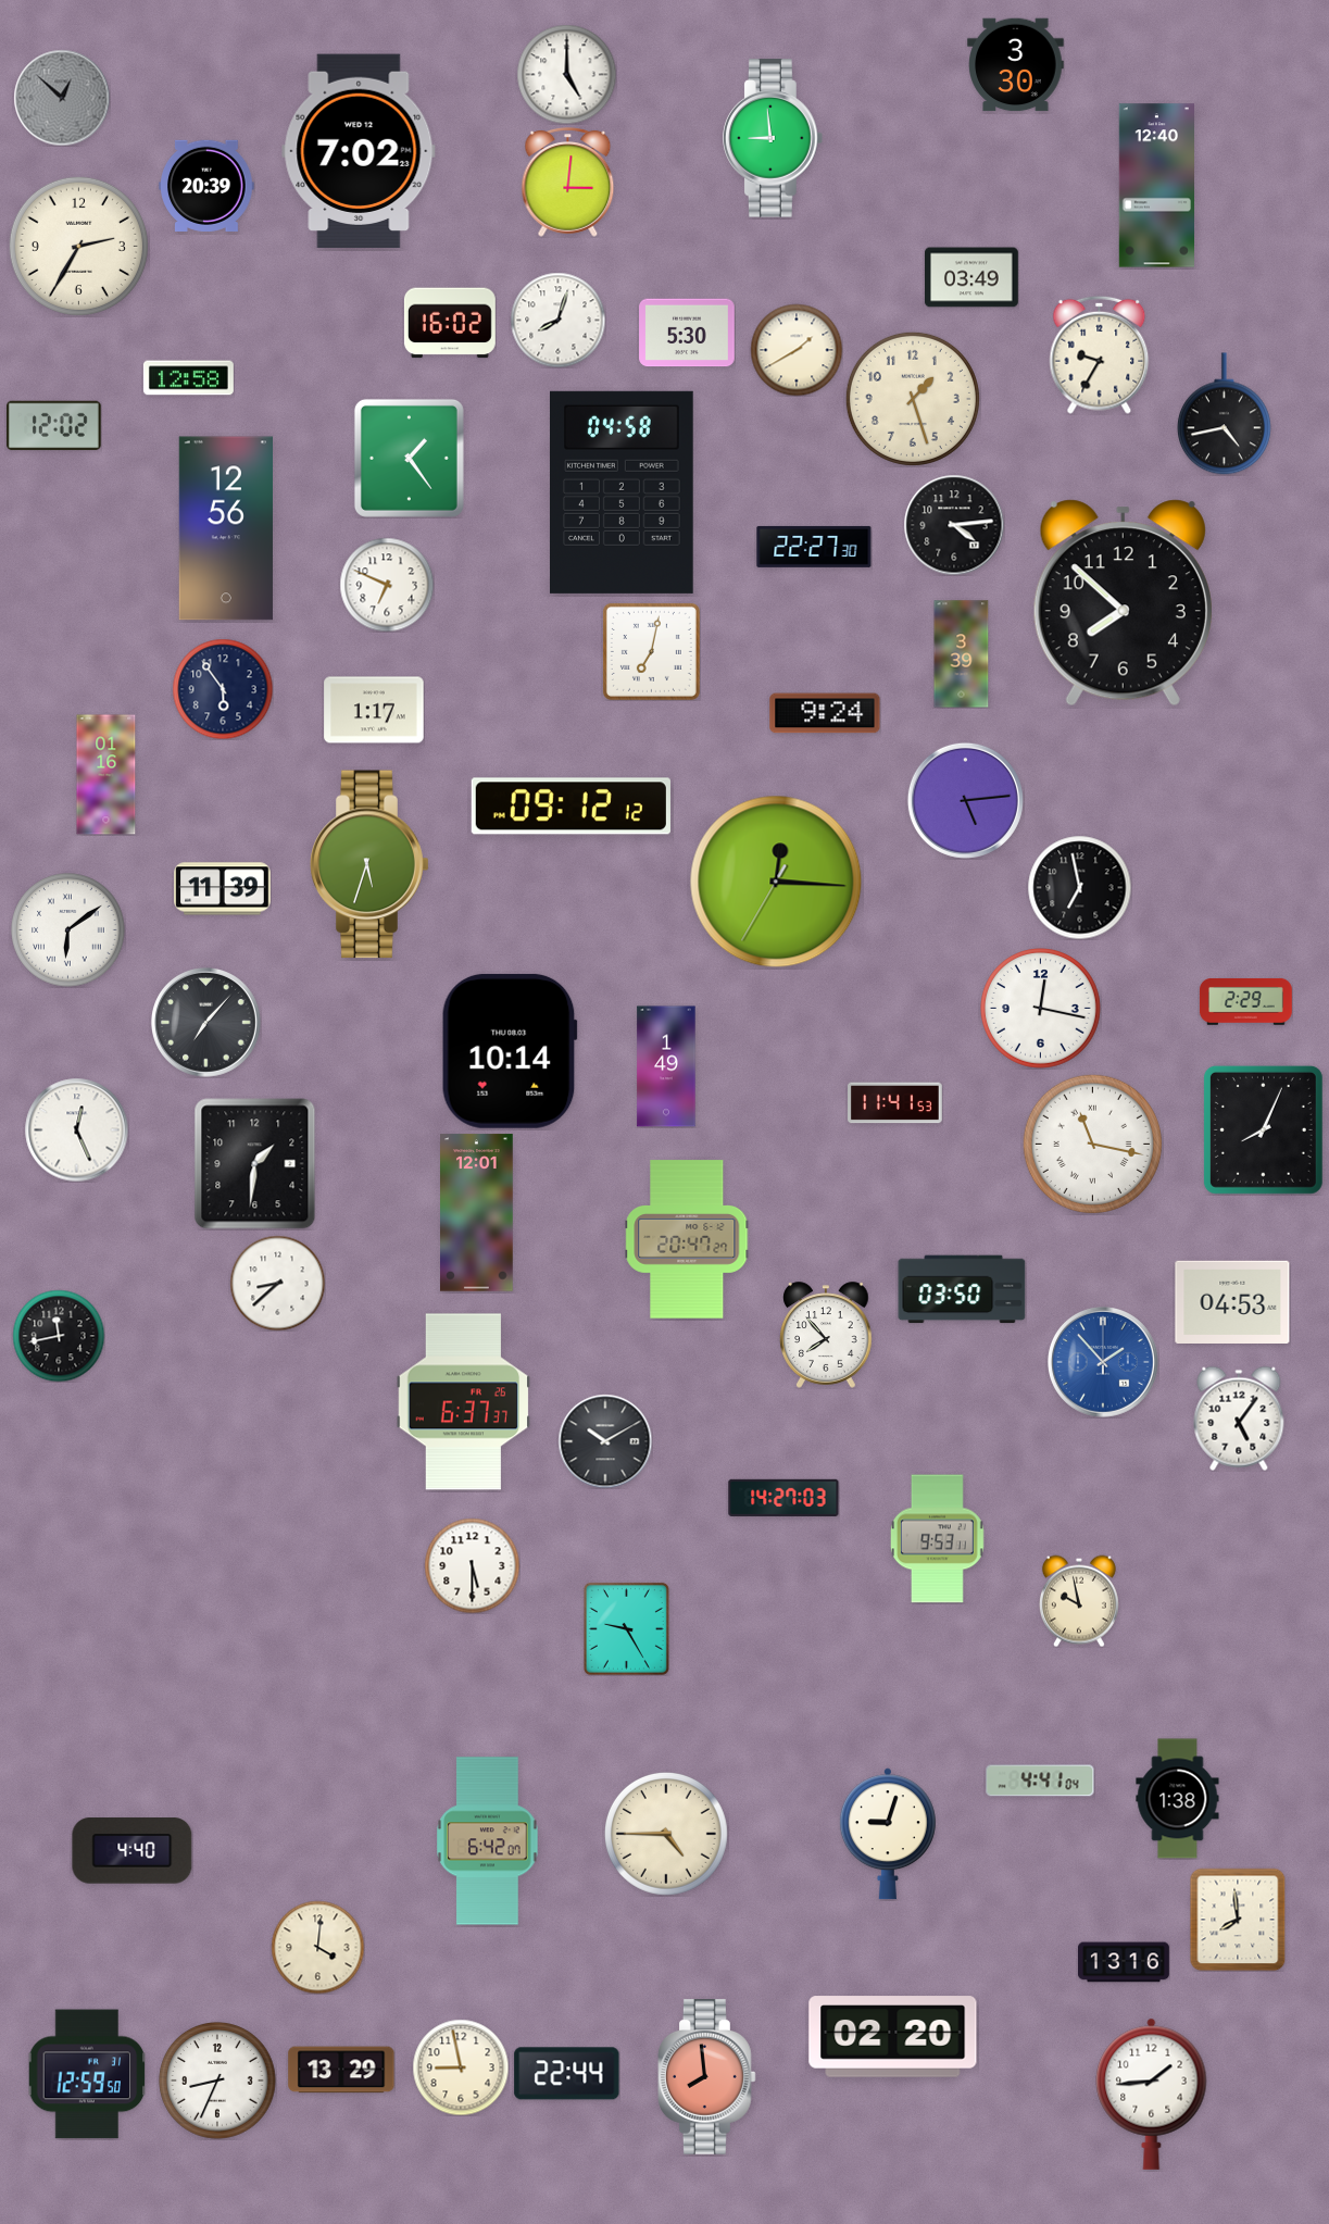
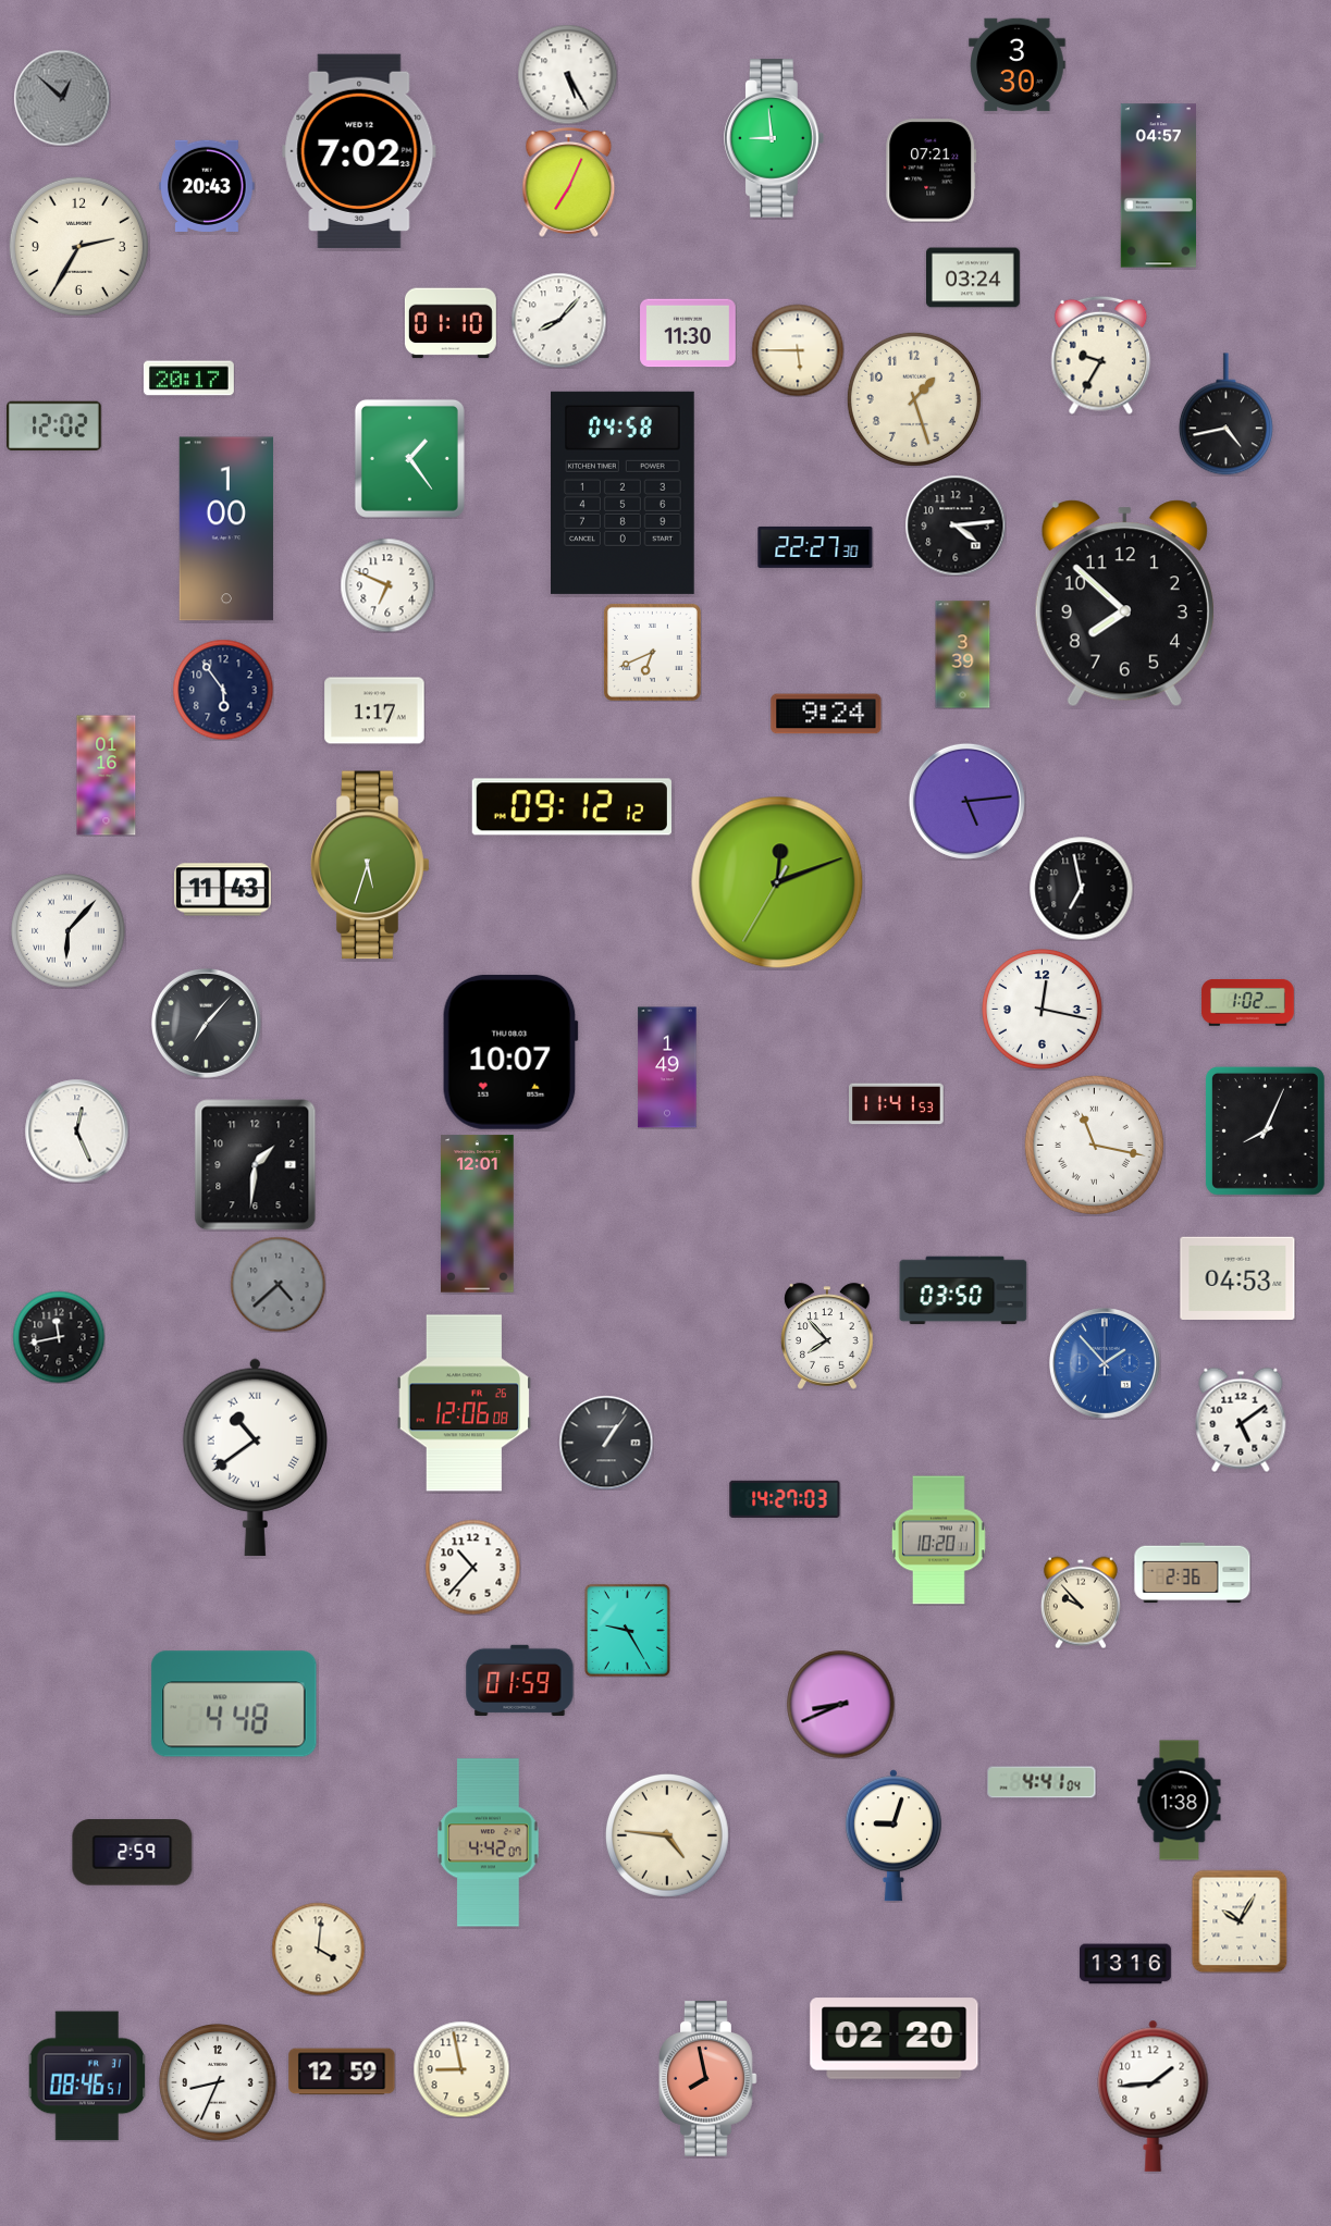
clock at (566, 74): 5:00 -> 5:25
clock at (932, 171): none -> 07:21
clock at (568, 183): 3:01 -> 7:04
clock at (206, 186): 20:39 -> 20:43
clock at (1156, 186): 12:40 -> 04:57
clock at (973, 277): 03:49 -> 03:24
clock at (557, 320): 8:03 -> 8:07
clock at (450, 323): 16:02 -> 01:10
clock at (687, 333): 5:30 -> 11:30
clock at (797, 350): 1:40 -> 5:45
clock at (188, 378): 12:58 -> 20:17
clock at (226, 528): 12:56 -> 1:00
clock at (651, 651): 7:02 -> 6:41
clock at (776, 882): 12:15 -> 12:11
clock at (223, 889): 11:39 -> 11:43
clock at (68, 930): 6:09 -> 6:07
clock at (1245, 1001): 2:29 -> 1:02
clock at (510, 1051): 10:14 -> 10:07
clock at (687, 1239): 20:47 -> none
clock at (277, 1283): 8:38 -> 4:38
clock at (277, 1283) dial: white -> grey
clock at (1232, 1301) position: (1232, 1301) -> (1237, 1277)
clock at (464, 1402): 6:37 -> 12:06
clock at (1239, 1419): 5:06 -> 5:09
clock at (605, 1441): 10:10 -> 1:06
clock at (255, 1457): none -> 10:39
clock at (937, 1539): 9:53 -> 10:20
clock at (472, 1565): 5:30 -> 10:37
clock at (1193, 1573): none -> 2:36
clock at (1079, 1601): 9:58 -> 9:53
clock at (520, 1680): none -> 01:59
clock at (234, 1704): none -> 4:48
clock at (841, 1705): none -> 8:41
clock at (666, 1834): 4:45 -> 4:46
clock at (888, 1834) position: (888, 1834) -> (894, 1835)
clock at (488, 1841): 6:42 -> 4:42
clock at (133, 1851): 4:40 -> 2:59
clock at (1238, 1920): 7:59 -> 10:05
clock at (341, 2070): 13:29 -> 12:59
clock at (87, 2074): 12:59 -> 08:46
clock at (567, 2074): 22:44 -> none
clock at (707, 2077): 7:59 -> 7:58
